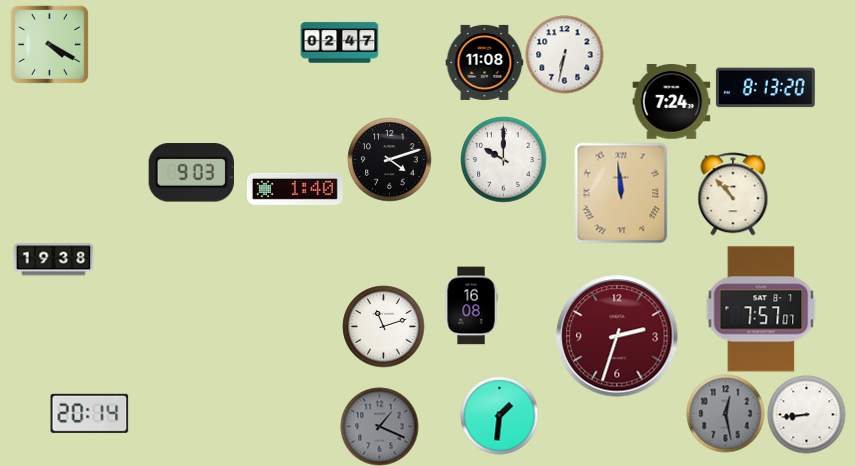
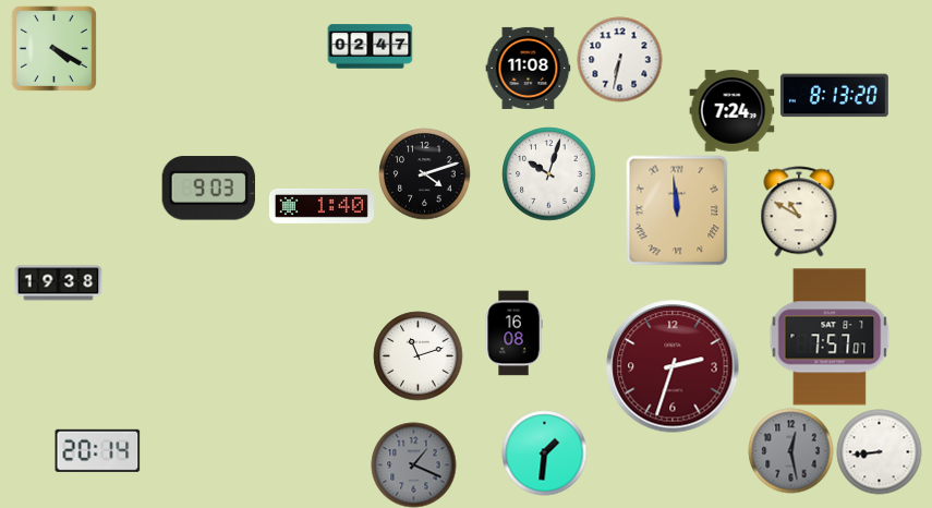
clock at (564, 54) position: (564, 54) -> (619, 59)
clock at (503, 159): 10:00 -> 10:03
clock at (733, 194): 10:53 -> 10:50
